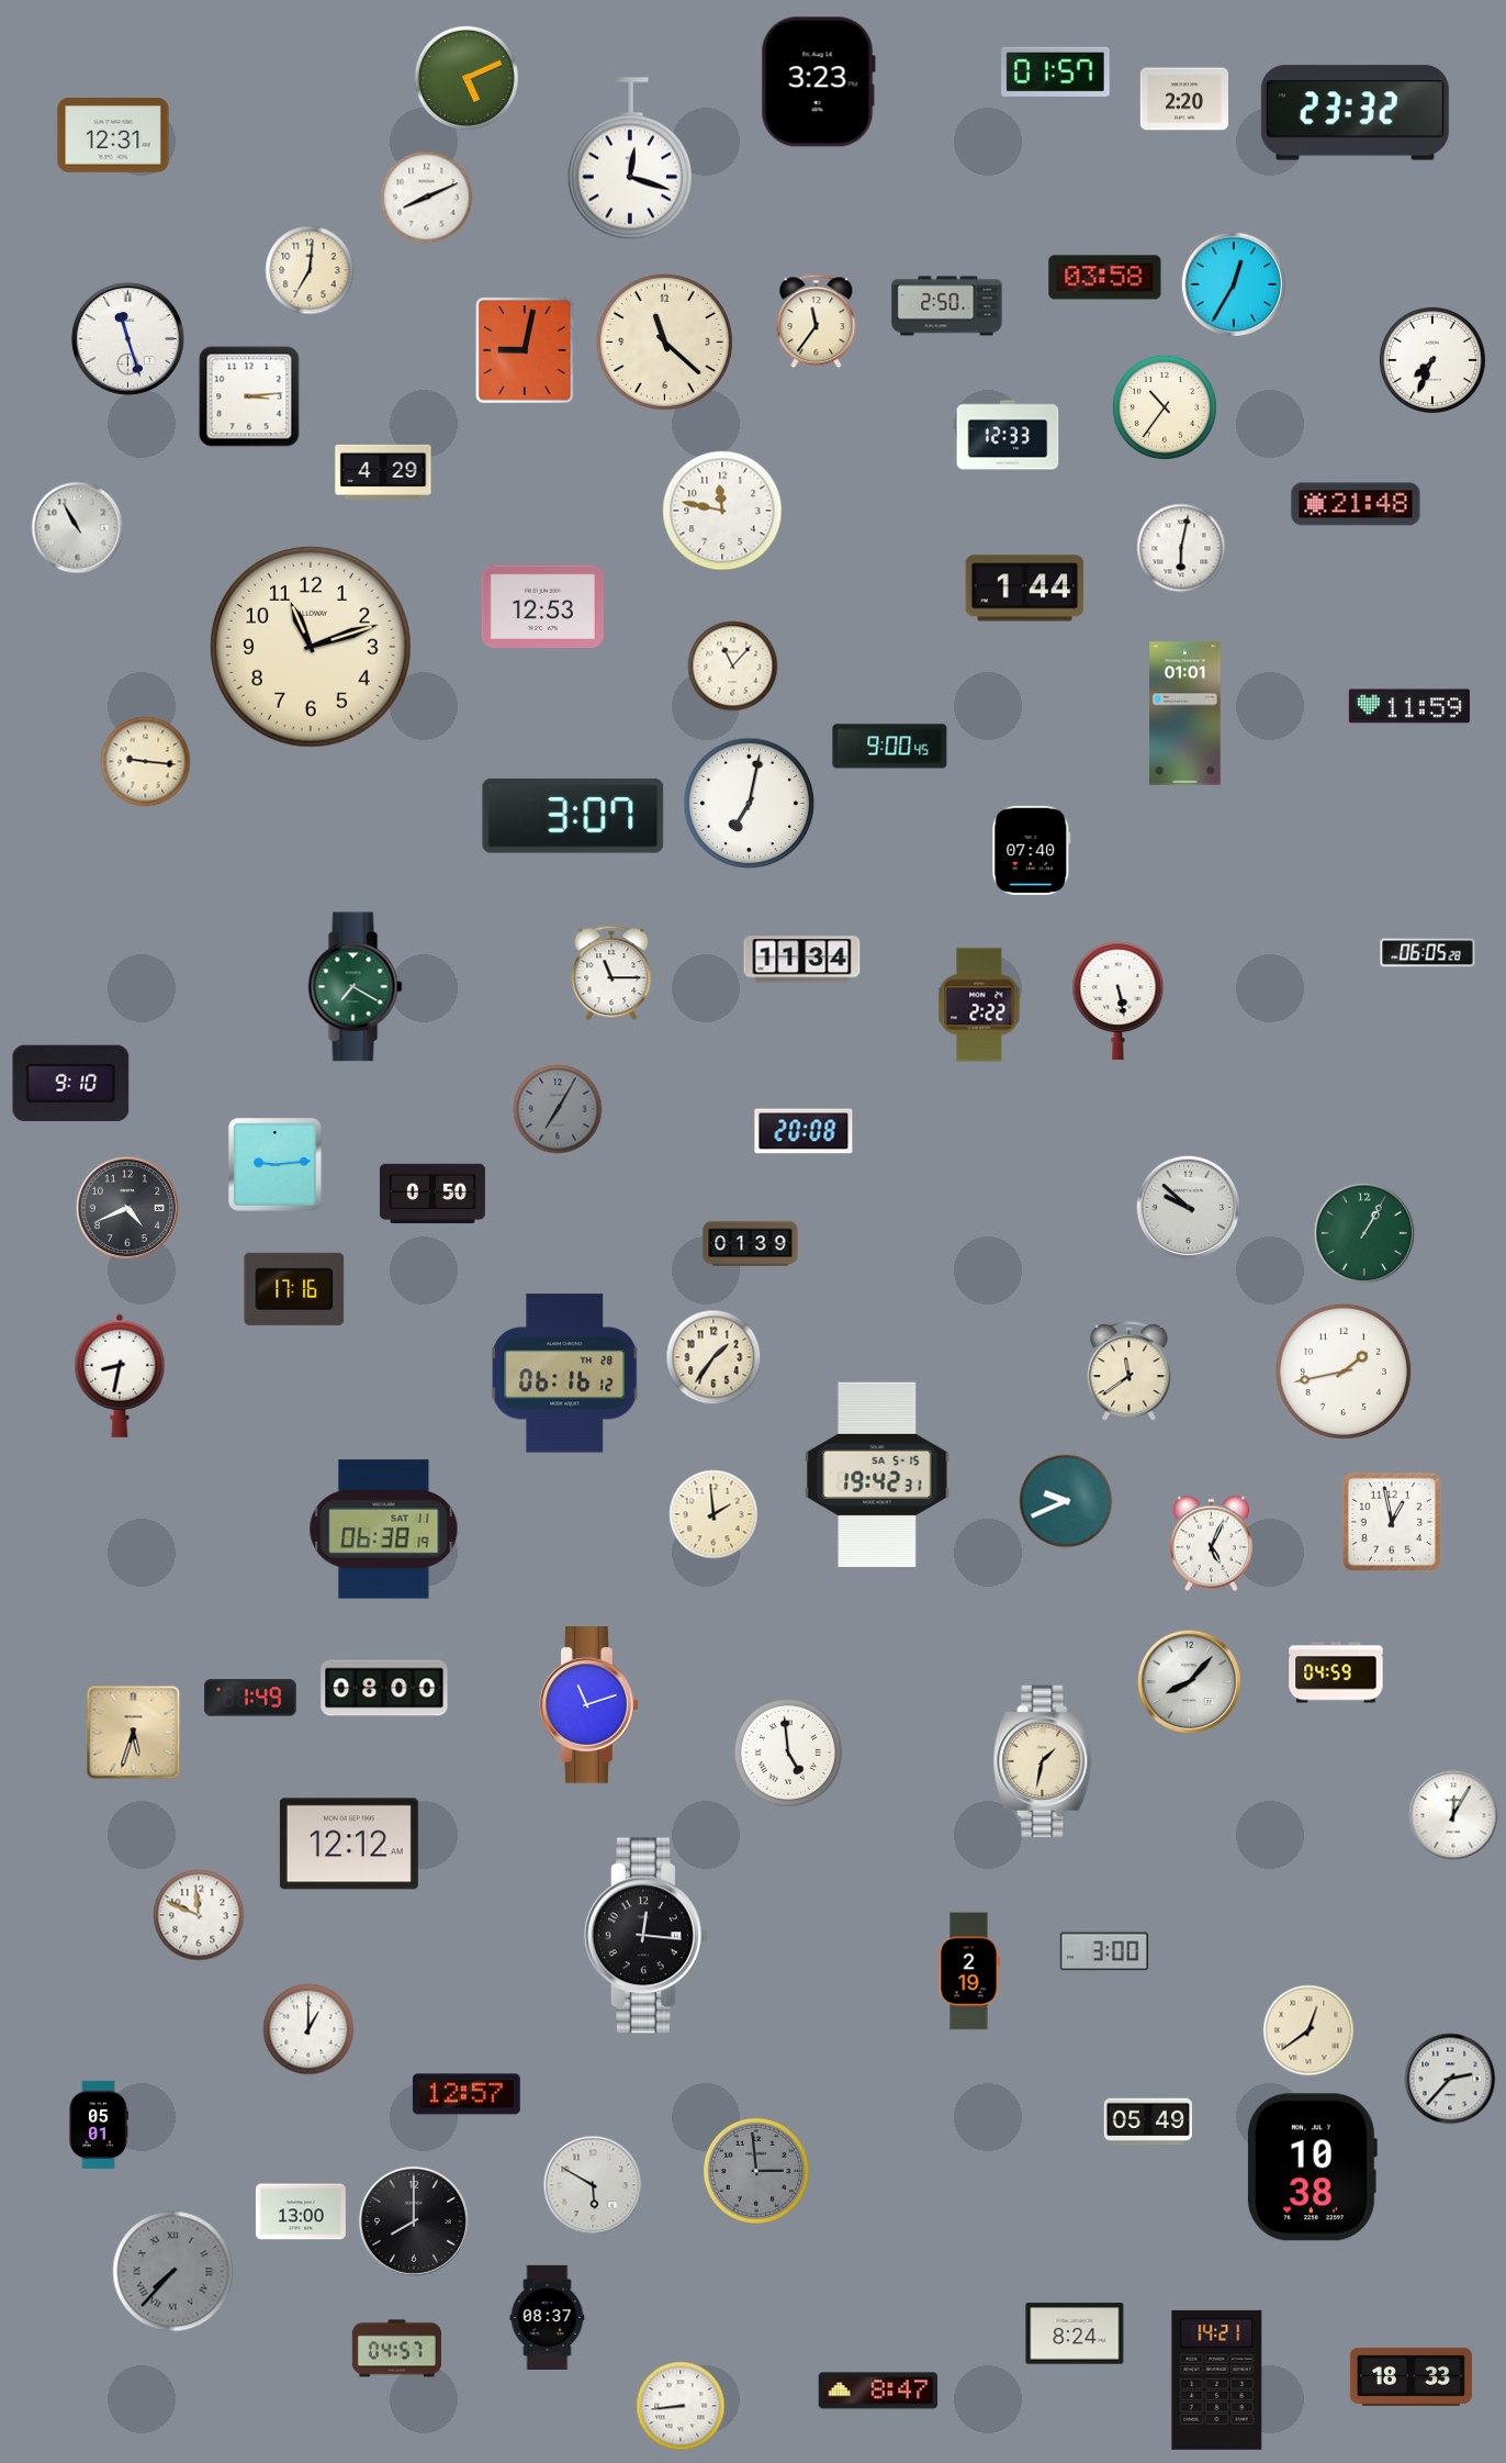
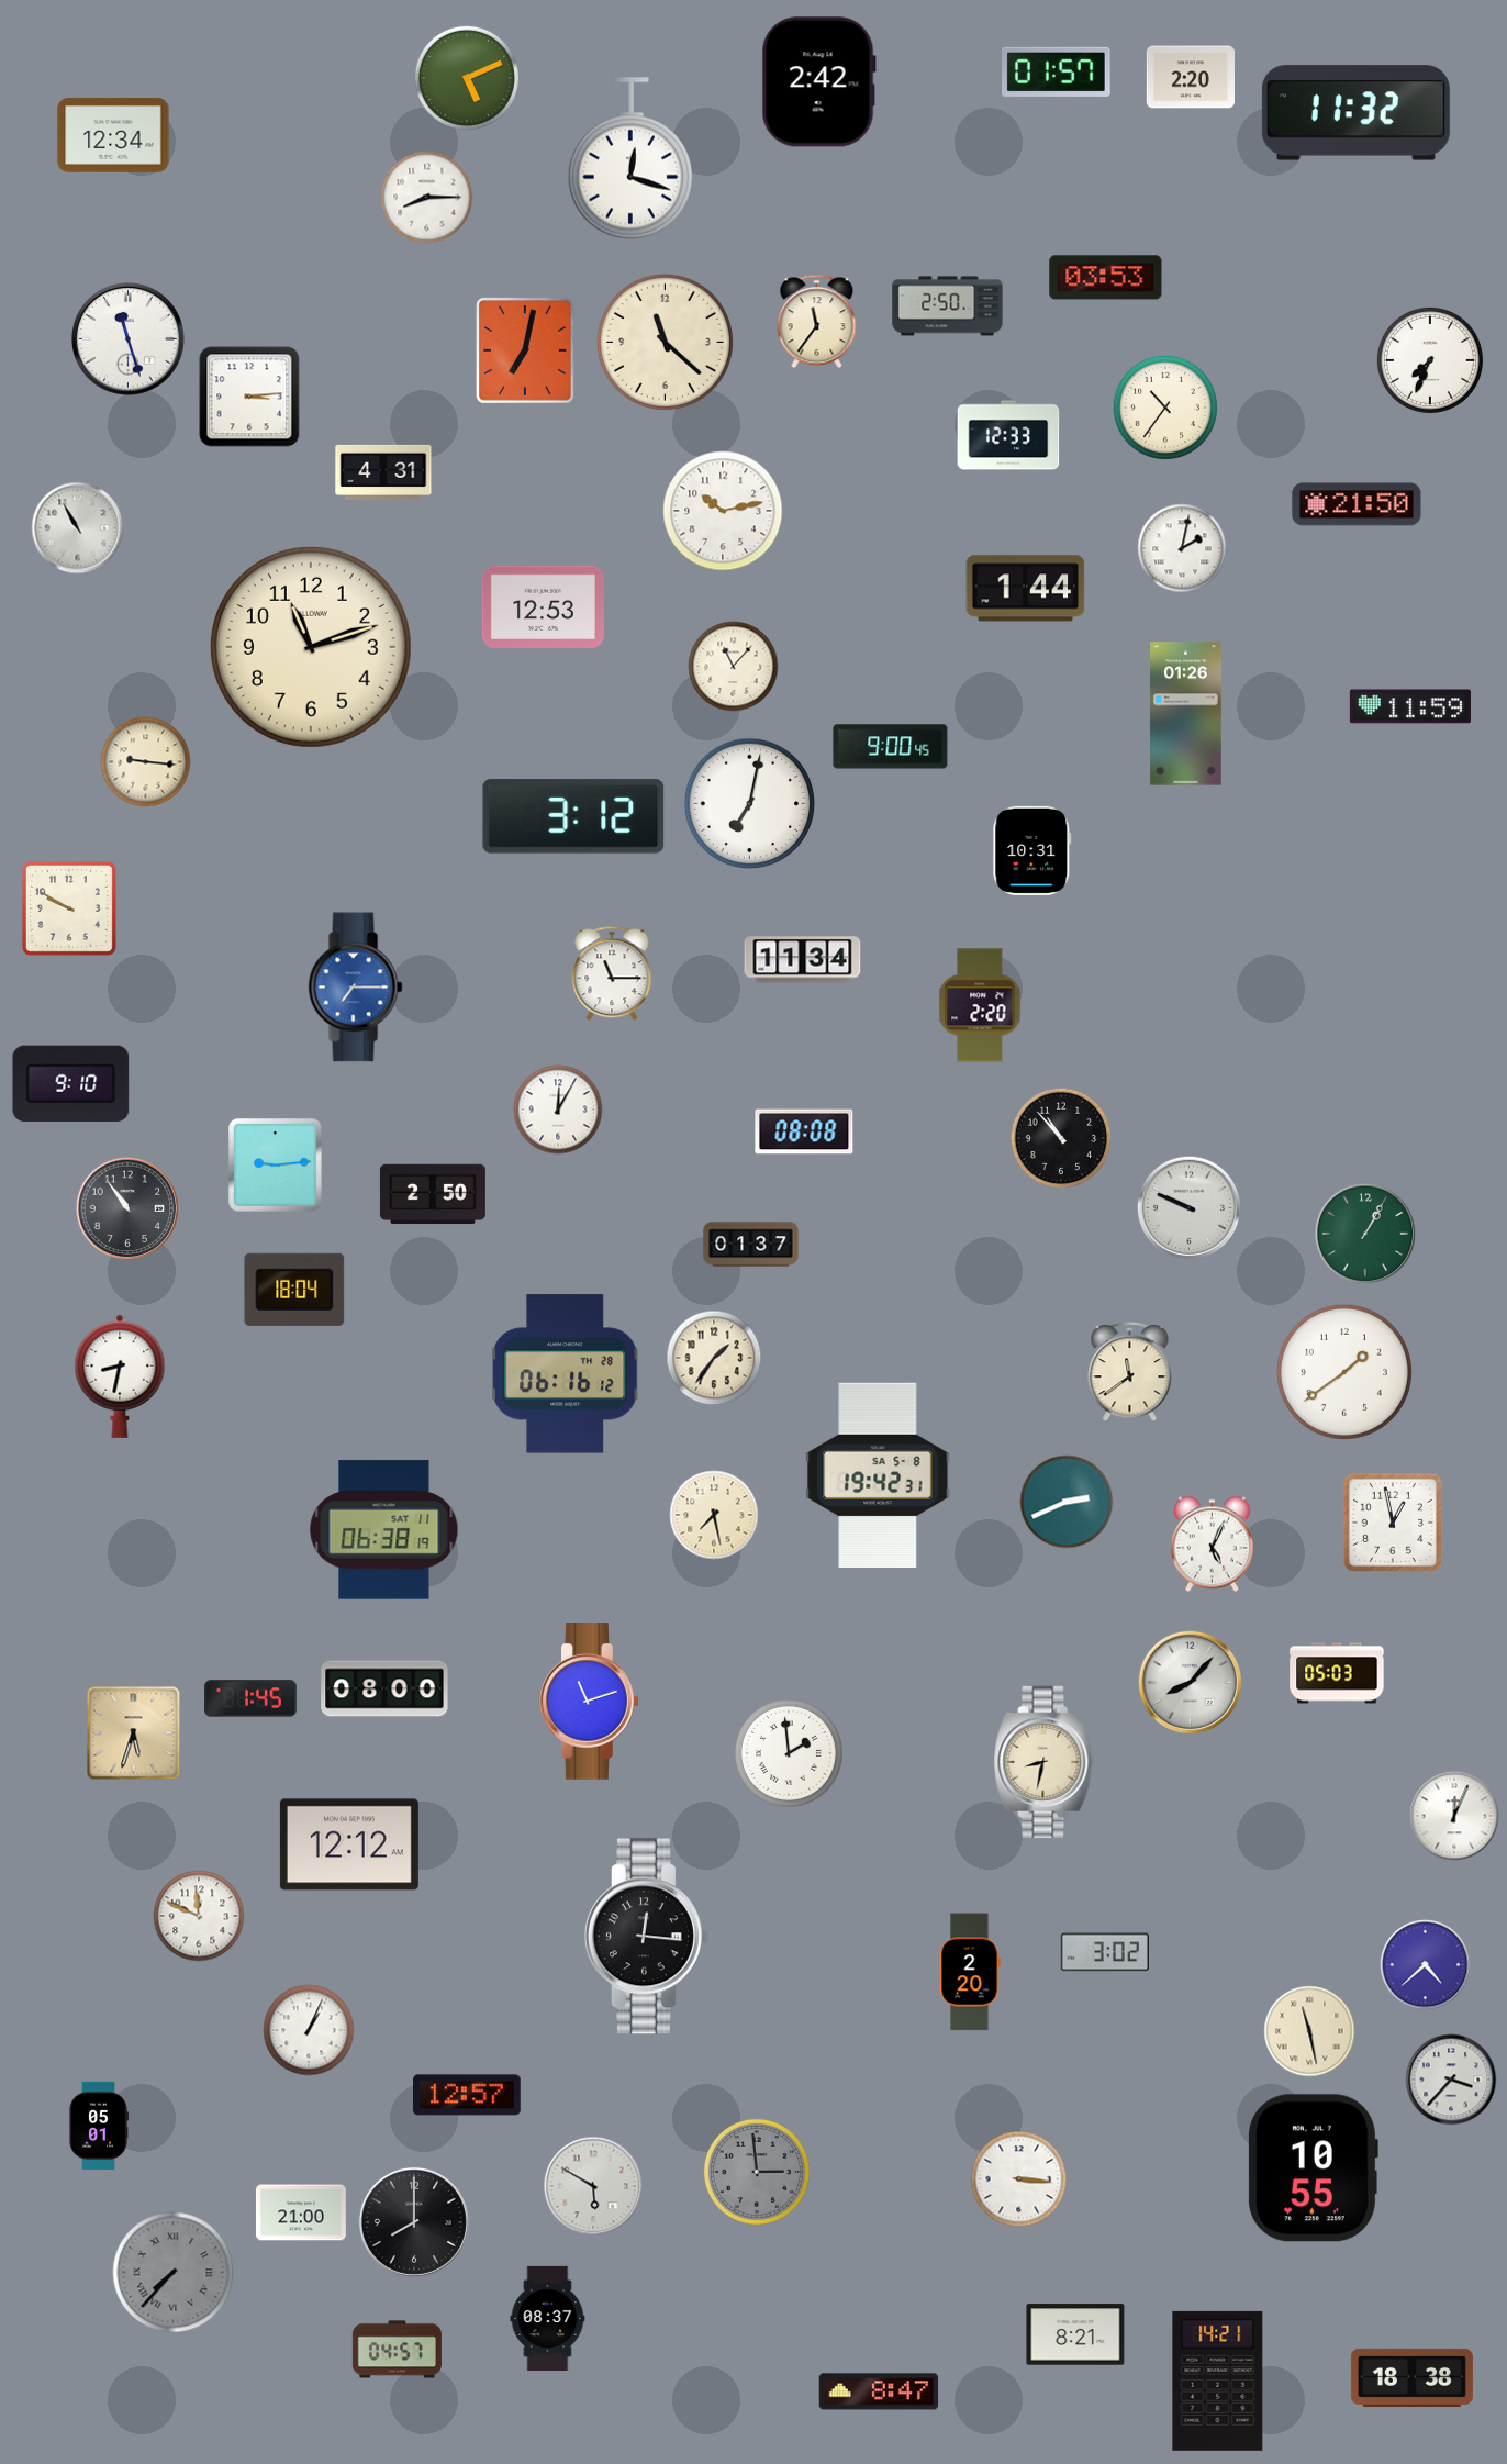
clock at (818, 82): 3:23 -> 2:42
clock at (1183, 99) position: (1183, 99) -> (1190, 77)
clock at (1355, 113): 23:32 -> 11:32
clock at (113, 136): 12:31 -> 12:34
clock at (427, 198): 8:11 -> 8:15
clock at (310, 270): 7:01 -> none
clock at (1105, 278): 03:58 -> 03:53
clock at (1234, 284): 12:35 -> none
clock at (526, 351): 9:02 -> 7:02
clock at (1432, 360) position: (1432, 360) -> (1430, 360)
clock at (383, 472): 4:29 -> 4:31
clock at (1356, 504): 21:48 -> 21:50
clock at (722, 511): 11:47 -> 10:13
clock at (1181, 548): 6:02 -> 2:02
clock at (1185, 714): 01:01 -> 01:26
clock at (573, 816): 3:07 -> 3:12
clock at (1032, 850): 07:40 -> 10:31
clock at (69, 908): none -> 9:50
clock at (1428, 953): 06:05 -> none
clock at (356, 987): 7:20 -> 7:15
clock at (356, 987) dial: green -> blue
clock at (1119, 1000): 5:28 -> none
clock at (979, 1005): 2:22 -> 2:20
clock at (558, 1109): 7:05 -> 12:05
clock at (558, 1109) dial: grey -> white
clock at (803, 1131): 20:08 -> 08:08
clock at (1061, 1138): none -> 10:53
clock at (432, 1194): 0:50 -> 2:50
clock at (127, 1208): 4:41 -> 10:54
clock at (1189, 1208): 9:52 -> 9:49
clock at (751, 1244): 01:39 -> 01:37
clock at (294, 1289): 17:16 -> 18:04
clock at (1344, 1372): 1:43 -> 1:39
clock at (877, 1474) date: SA 5-15 -> SA 5-8
clock at (1066, 1501): 9:41 -> 2:41
clock at (713, 1514): 1:59 -> 7:28
clock at (1336, 1672): 04:59 -> 05:03
clock at (250, 1698): 1:49 -> 1:45
clock at (589, 1705) position: (589, 1705) -> (590, 1702)
clock at (788, 1753): 4:59 -> 1:59
clock at (1043, 1761): 1:32 -> 8:32
clock at (1453, 1815): 12:05 -> 12:04
clock at (1104, 1951): 3:00 -> 3:02
clock at (1426, 1965): none -> 4:38
clock at (969, 1971): 2:19 -> 2:20
clock at (308, 2029): 1:00 -> 1:04
clock at (1308, 2030): 12:39 -> 11:28
clock at (1450, 2079): 2:37 -> 3:37
clock at (1147, 2121): 05:49 -> none
clock at (1312, 2168): 10:38 -> 10:55
clock at (1019, 2179): none -> 3:16
clock at (301, 2212): 13:00 -> 21:00
clock at (1075, 2333): 8:24 -> 8:21
clock at (1411, 2376): 18:33 -> 18:38
clock at (681, 2406): 8:44 -> none
